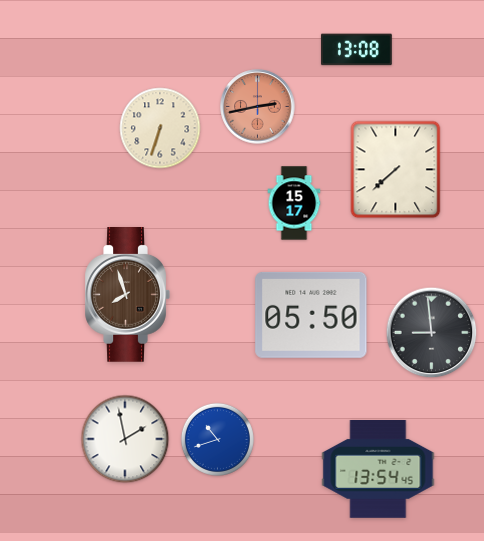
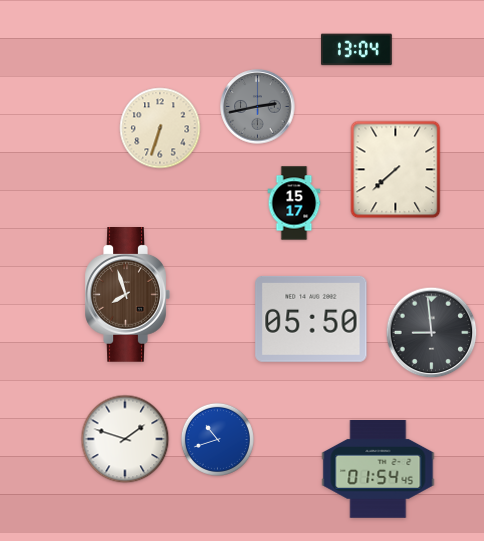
clock at (357, 50): 13:08 -> 13:04
clock at (258, 107) dial: salmon -> grey
clock at (311, 315) position: (311, 315) -> (311, 319)
clock at (125, 439): 1:58 -> 1:48
clock at (378, 470): 13:54 -> 01:54
